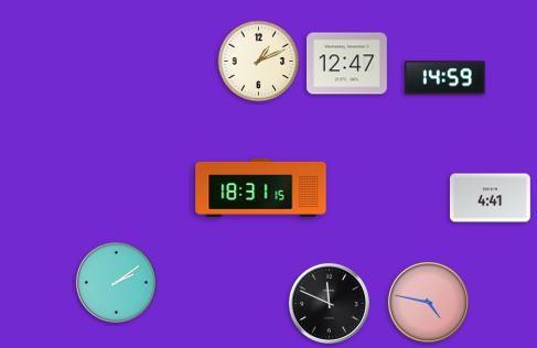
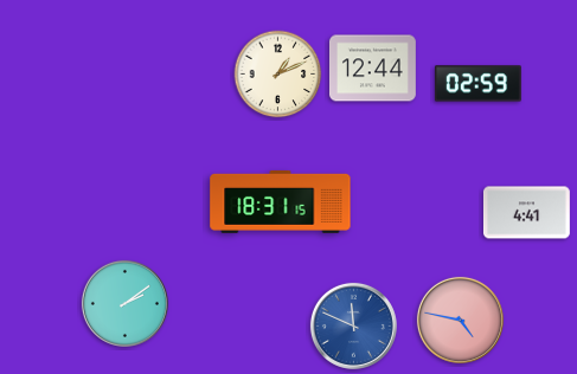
clock at (259, 62) position: (259, 62) -> (278, 75)
clock at (346, 64): 12:47 -> 12:44
clock at (444, 78): 14:59 -> 02:59
clock at (428, 302) position: (428, 302) -> (460, 320)
clock at (329, 303) dial: black -> blue
